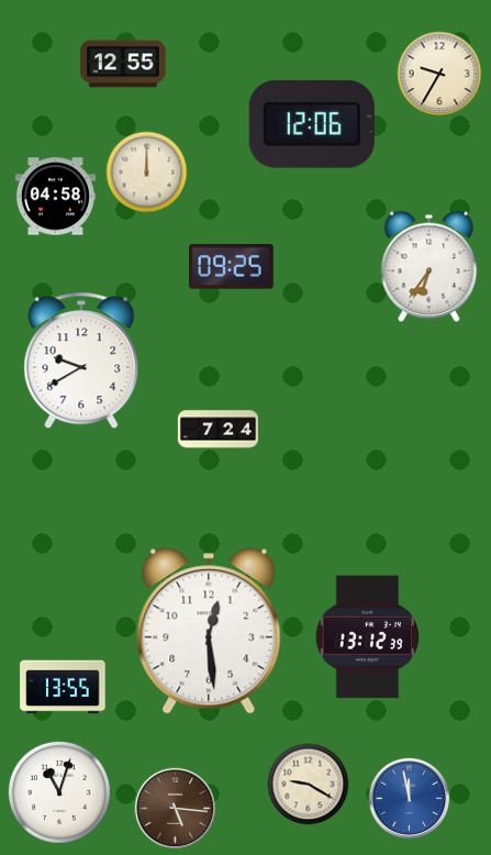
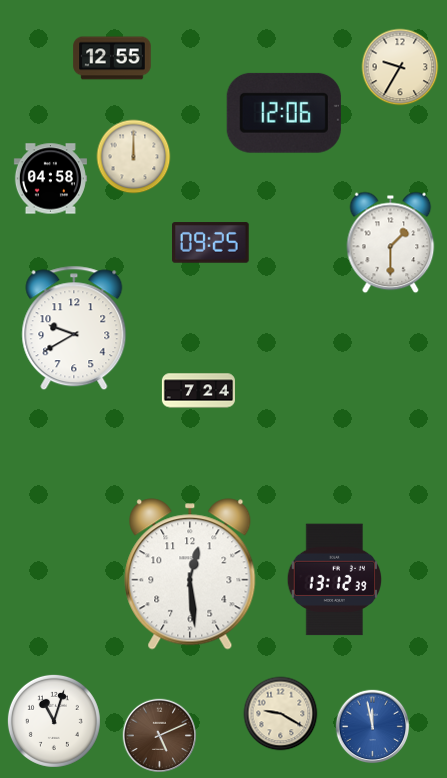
clock at (429, 267): 6:36 -> 1:30
clock at (63, 687): 13:55 -> none
clock at (176, 809): 5:16 -> 5:11
